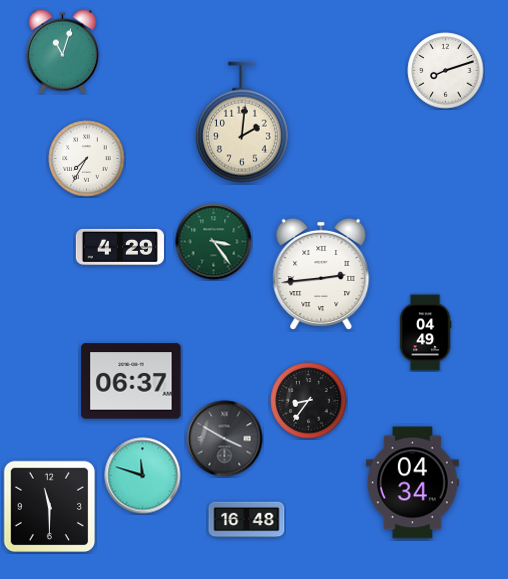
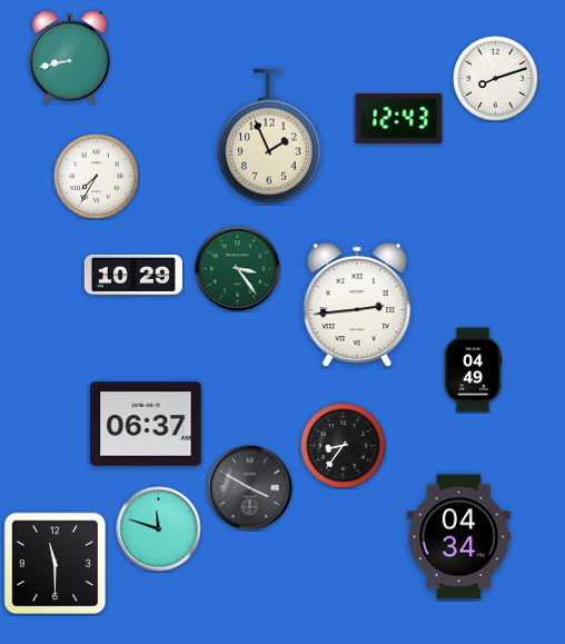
clock at (62, 52): 11:03 -> 8:43
clock at (399, 118): none -> 12:43
clock at (242, 122): 2:01 -> 1:56
clock at (120, 247): 4:29 -> 10:29
clock at (247, 520): 16:48 -> none
